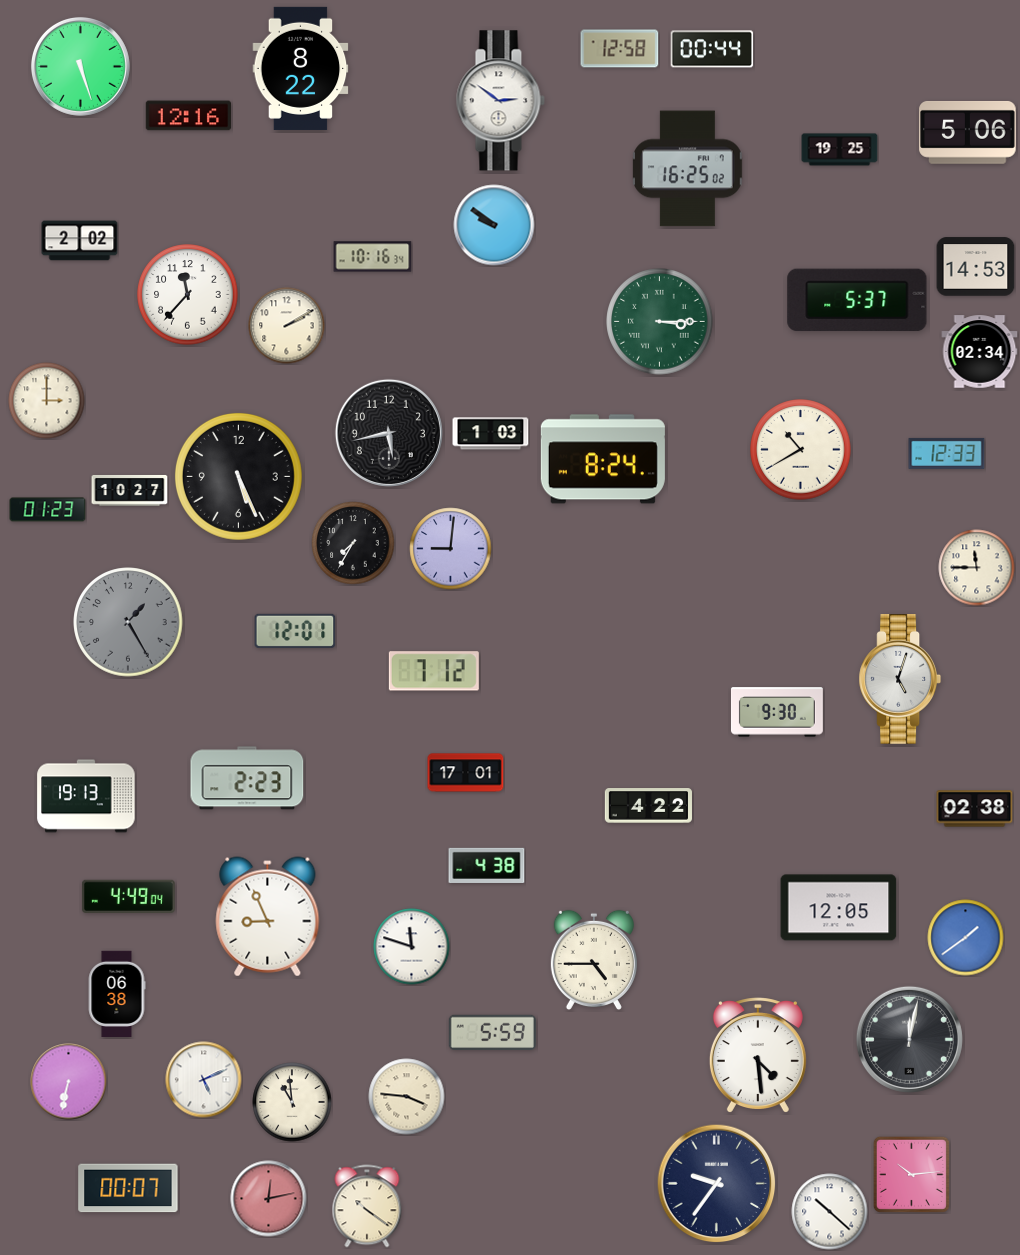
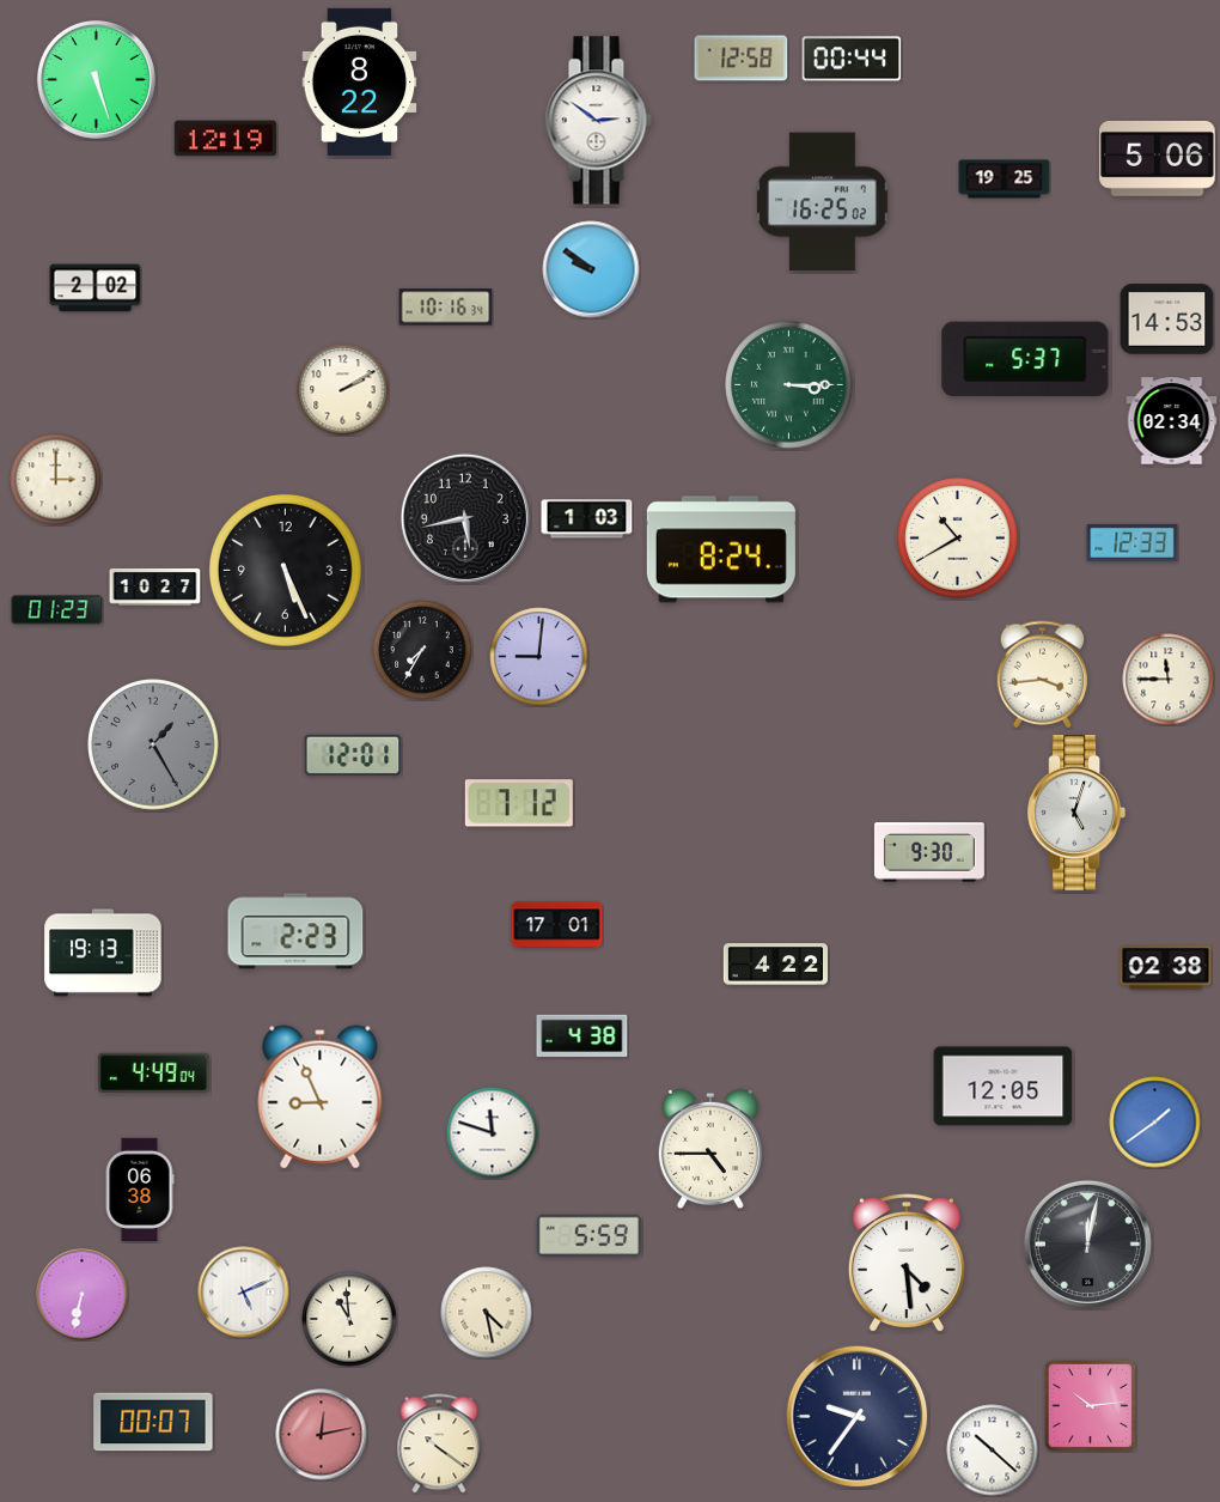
clock at (189, 116): 12:16 -> 12:19
clock at (188, 295): 11:37 -> none
clock at (1043, 675): none -> 3:44
clock at (407, 1097): 3:46 -> 4:28
